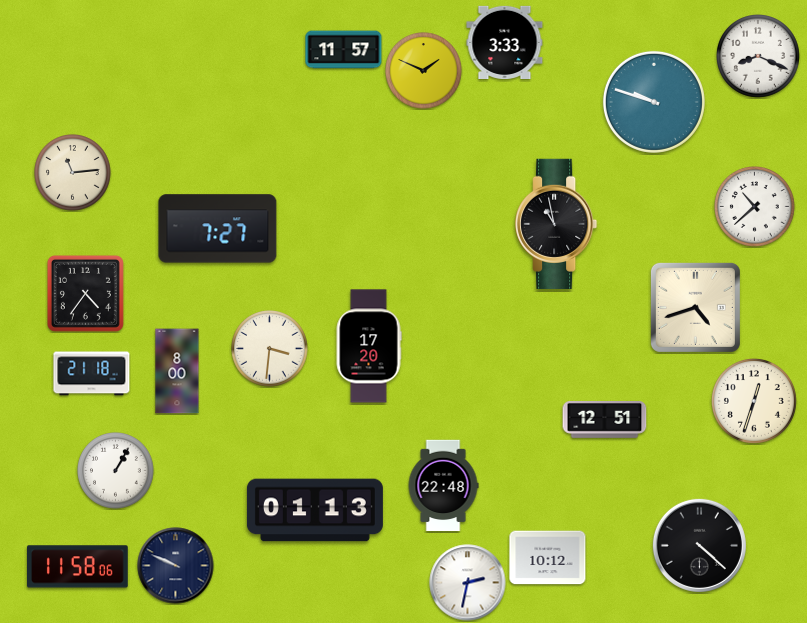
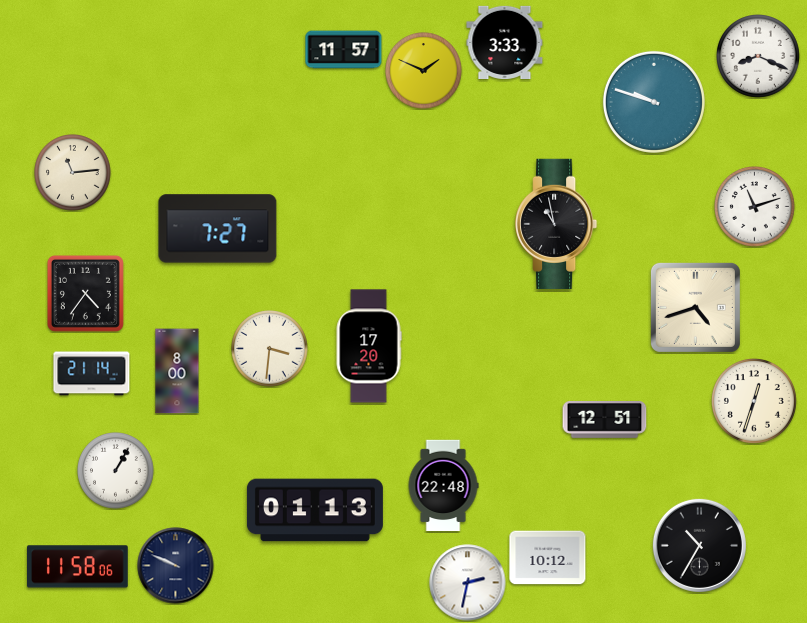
clock at (755, 207): 10:38 -> 11:12
clock at (92, 374): 21:18 -> 21:14
clock at (699, 545): 4:22 -> 10:35
